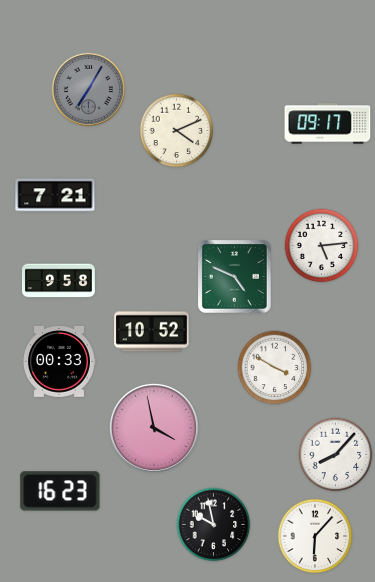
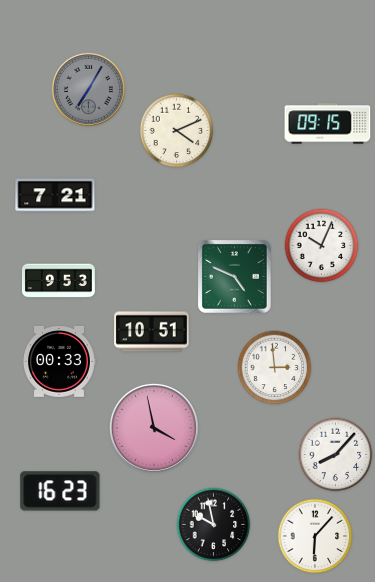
clock at (328, 124): 09:17 -> 09:15
clock at (322, 246): 5:14 -> 10:04
clock at (58, 281): 9:58 -> 9:53
clock at (152, 332): 10:52 -> 10:51
clock at (275, 368): 3:50 -> 2:59
